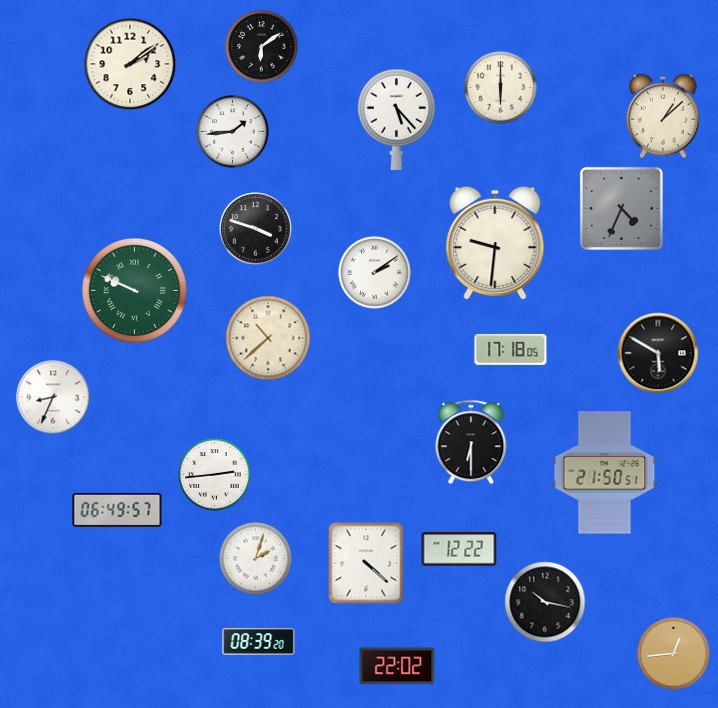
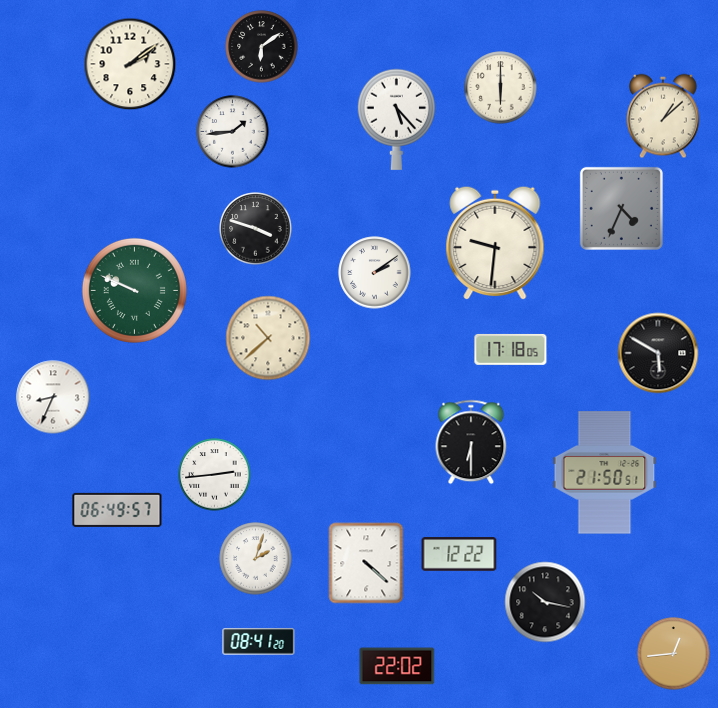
clock at (459, 549) position: (459, 549) -> (459, 554)
clock at (259, 642): 08:39 -> 08:41
